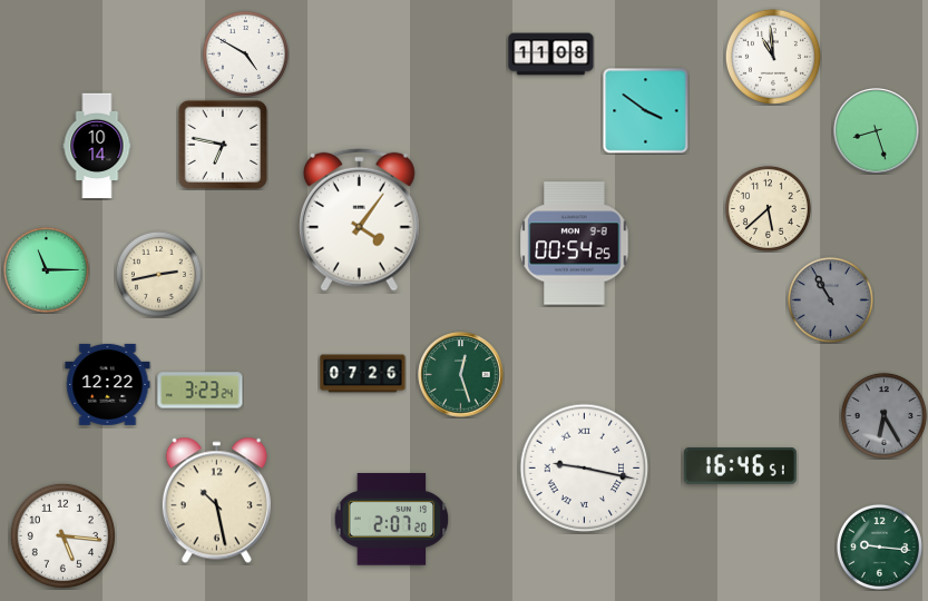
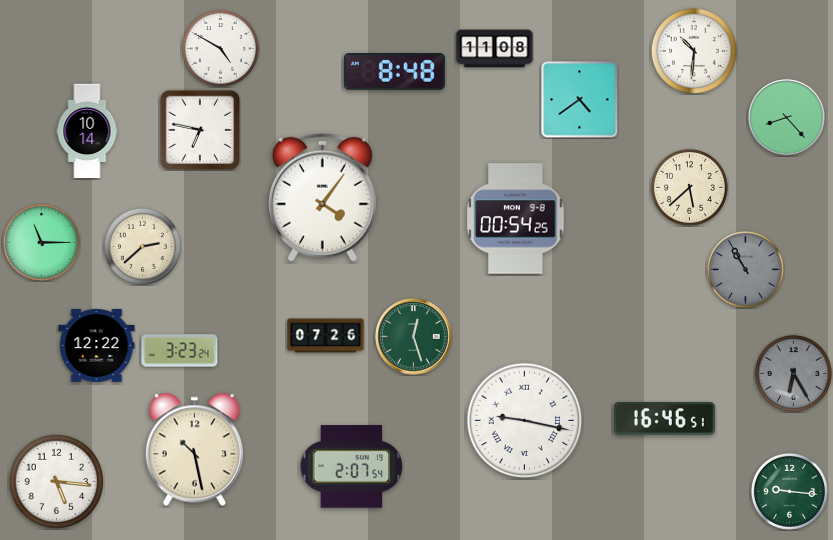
clock at (773, 57): 10:59 -> 10:31
clock at (394, 72): none -> 8:48
clock at (646, 111): 3:51 -> 4:39
clock at (877, 131): 8:27 -> 8:23
clock at (158, 274): 2:43 -> 2:38
clock at (392, 520): 2:07:20 -> 2:07:54
